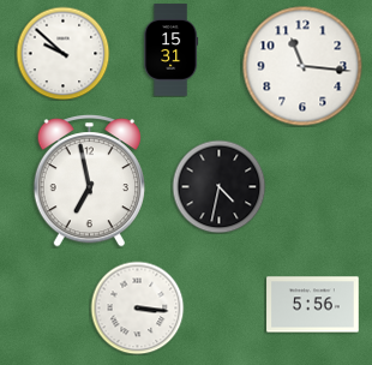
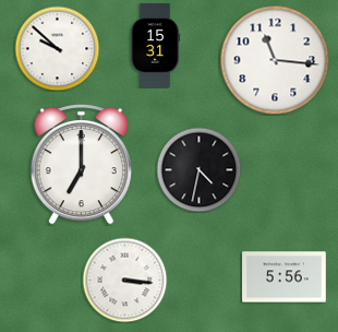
clock at (89, 181): 6:58 -> 7:00
